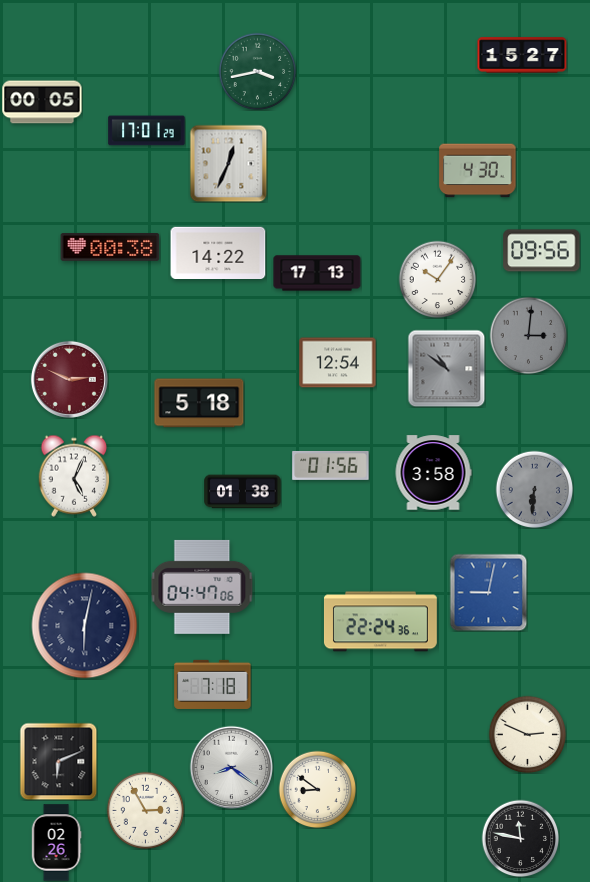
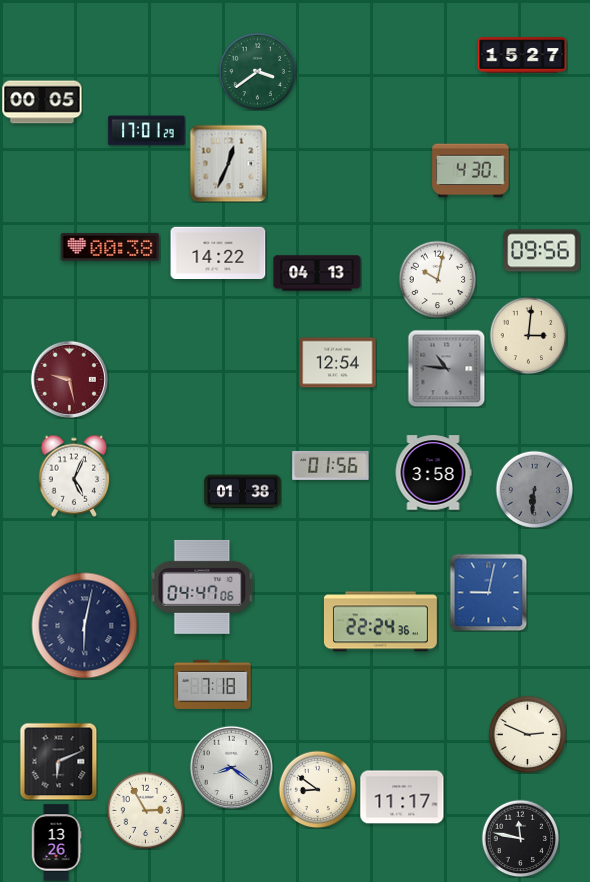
clock at (257, 71): 3:43 -> 3:39
clock at (478, 171) position: (478, 171) -> (471, 171)
clock at (317, 273): 17:13 -> 04:13
clock at (437, 279): 10:06 -> 10:02
clock at (528, 335) dial: grey -> cream
clock at (446, 368): 10:51 -> 10:46
clock at (69, 379): 2:49 -> 9:28
clock at (199, 403): 5:18 -> none
clock at (402, 797): none -> 11:17
clock at (56, 843): 02:26 -> 13:26
